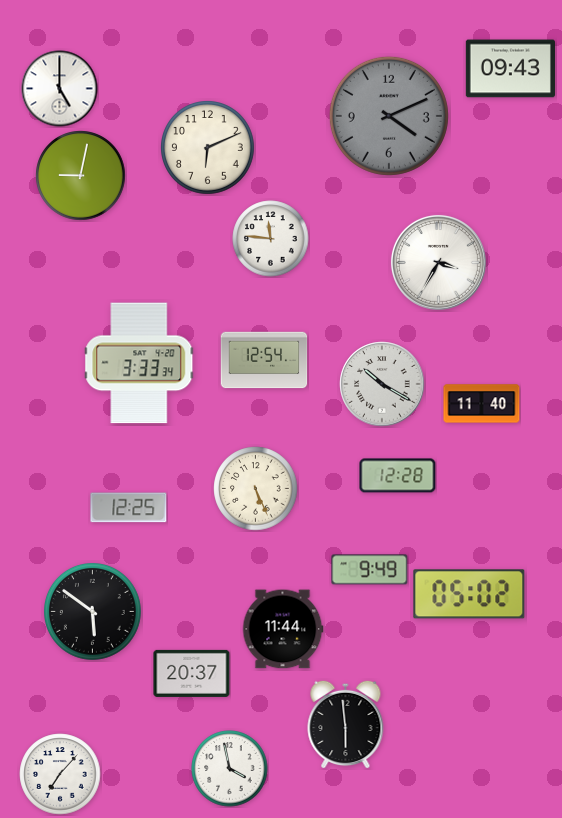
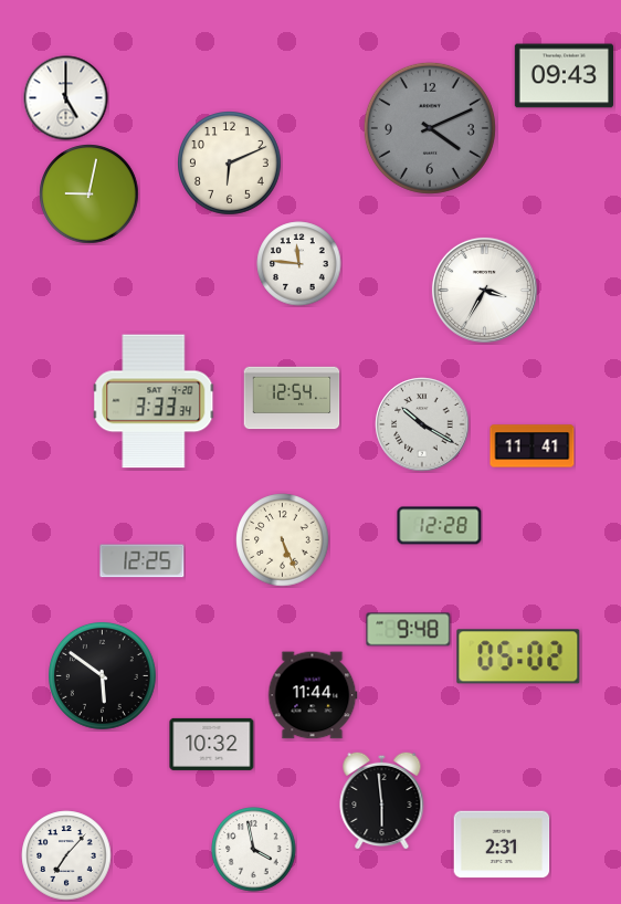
clock at (482, 404): 11:40 -> 11:41
clock at (370, 570): 9:49 -> 9:48
clock at (192, 673): 20:37 -> 10:32
clock at (502, 844): none -> 2:31
